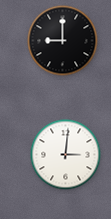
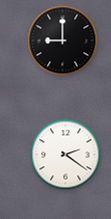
clock at (66, 155): 3:01 -> 2:21
